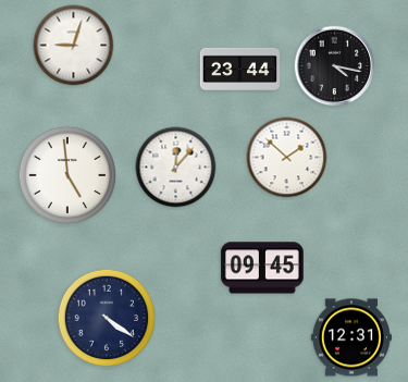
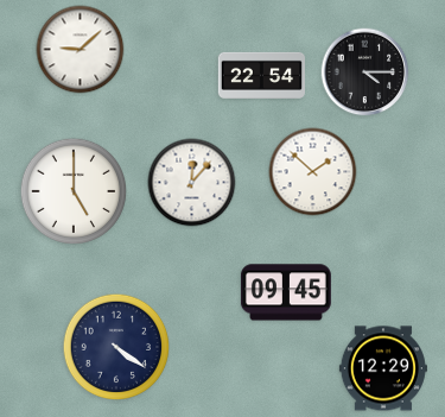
clock at (74, 46): 9:03 -> 9:08
clock at (335, 66): 4:17 -> 4:15
clock at (239, 69): 23:44 -> 22:54
clock at (67, 175): 4:59 -> 5:00
clock at (351, 337): 12:31 -> 12:29
